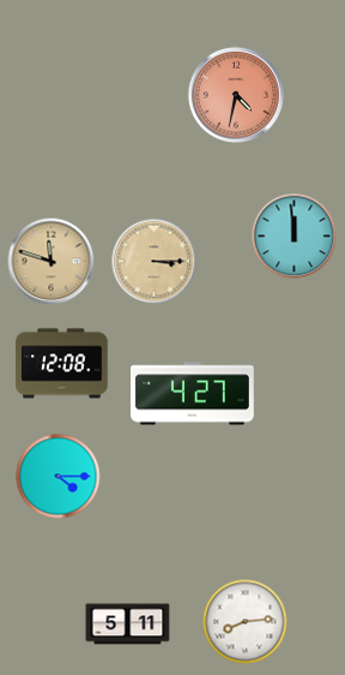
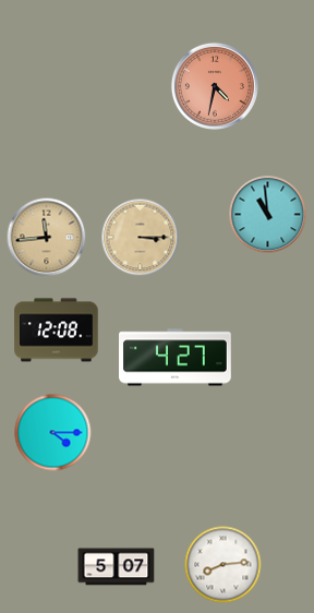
clock at (295, 237): 11:59 -> 10:59
clock at (52, 262): 11:48 -> 11:44
clock at (128, 625): 5:11 -> 5:07
